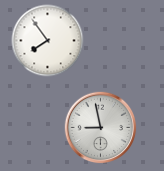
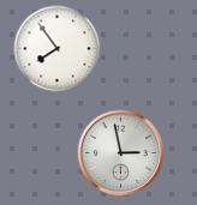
clock at (101, 128): 8:58 -> 2:58
